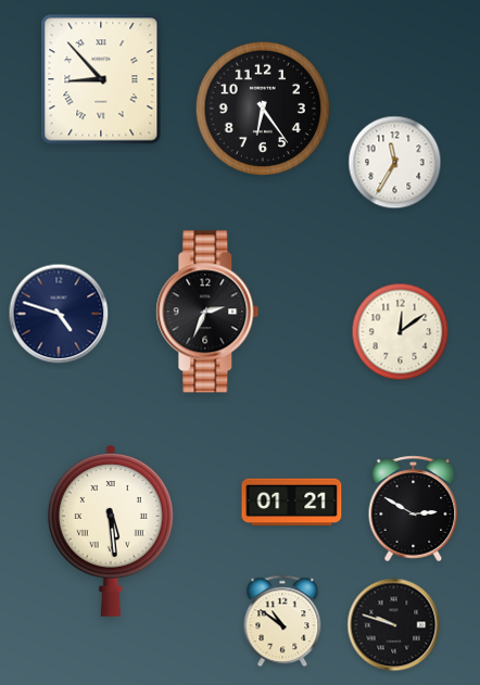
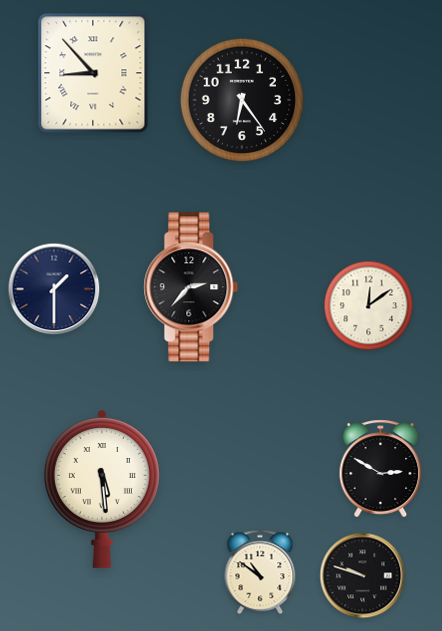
clock at (395, 163): 11:35 -> none
clock at (207, 312): 2:34 -> 2:37
clock at (59, 314): 4:48 -> 1:30
clock at (292, 503): 01:21 -> none
